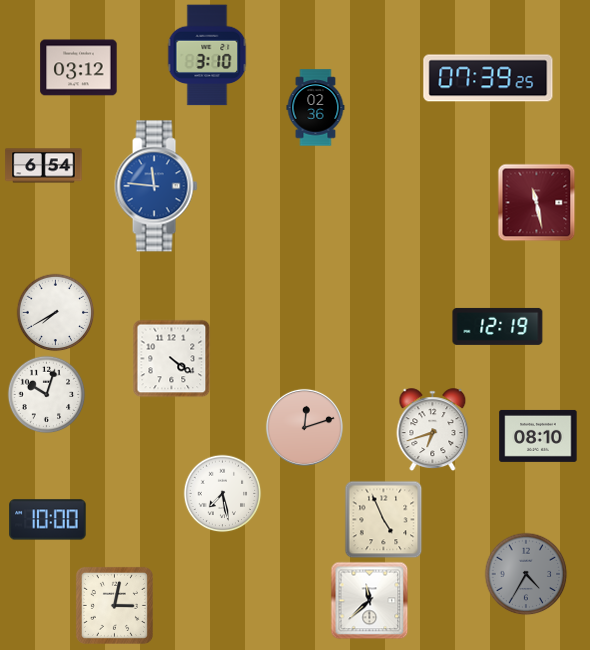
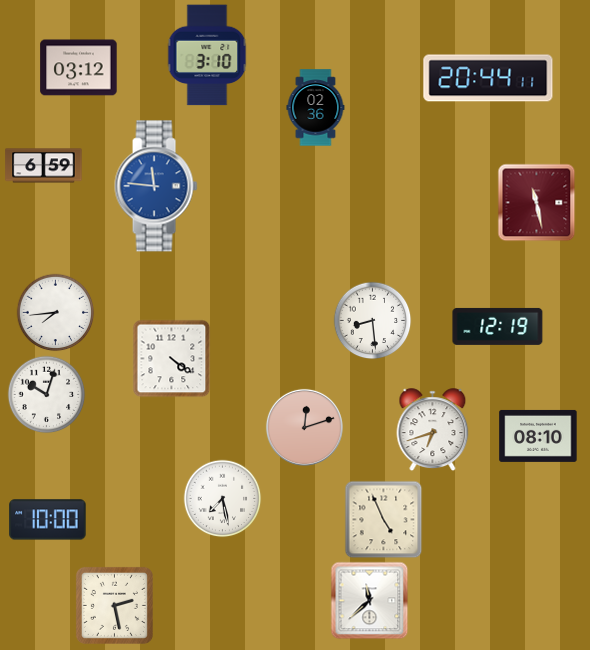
clock at (488, 78): 07:39 -> 20:44
clock at (44, 166): 6:54 -> 6:59
clock at (55, 312): 7:40 -> 7:44
clock at (372, 320): none -> 8:29
clock at (222, 493) position: (222, 493) -> (222, 498)
clock at (526, 574): 4:35 -> none
clock at (114, 605): 3:02 -> 2:28
